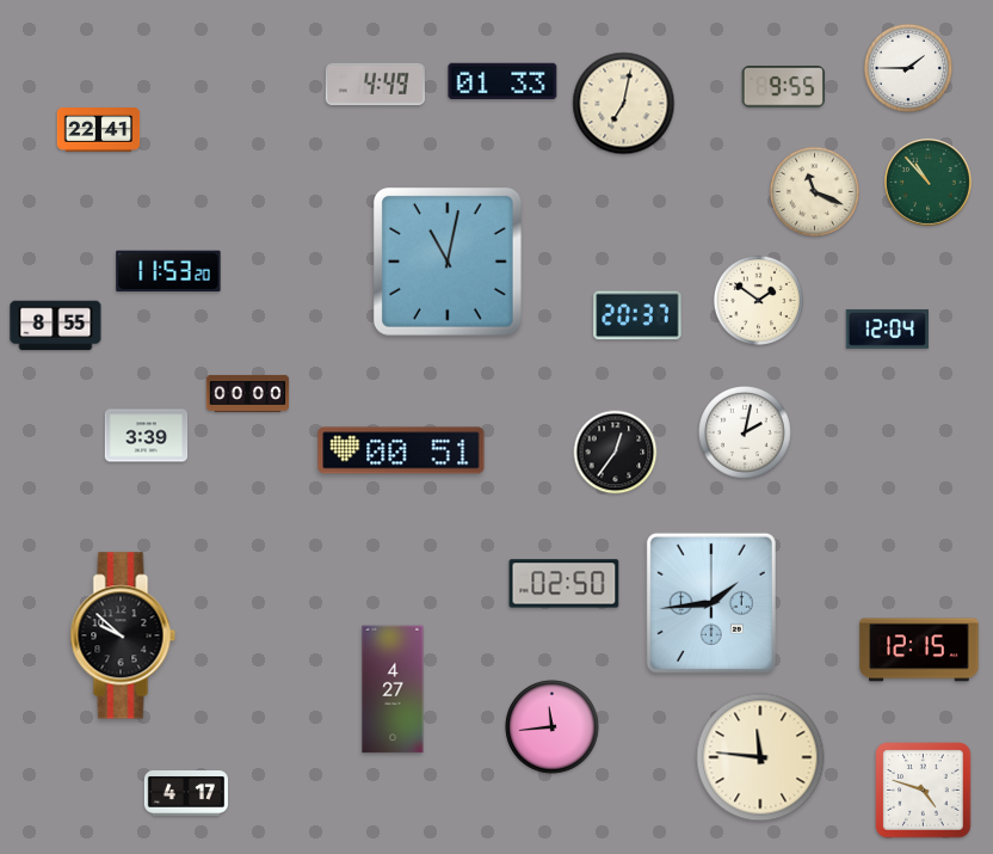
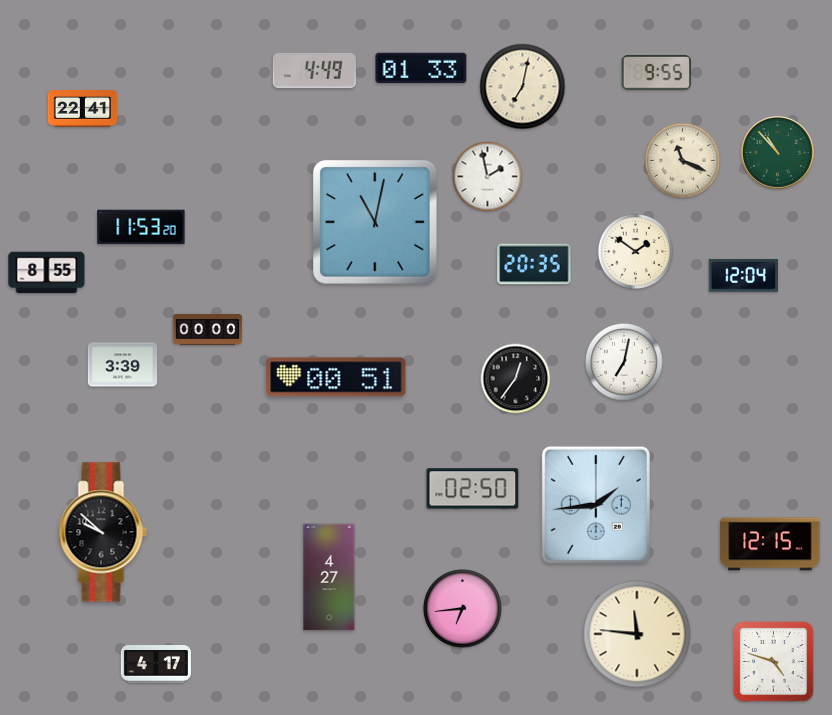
clock at (908, 68): 1:45 -> none
clock at (488, 177): none -> 1:58
clock at (449, 263) position: (449, 263) -> (376, 223)
clock at (637, 315): 20:37 -> 20:35
clock at (745, 432): 2:02 -> 7:02
clock at (553, 727): 11:44 -> 6:44
